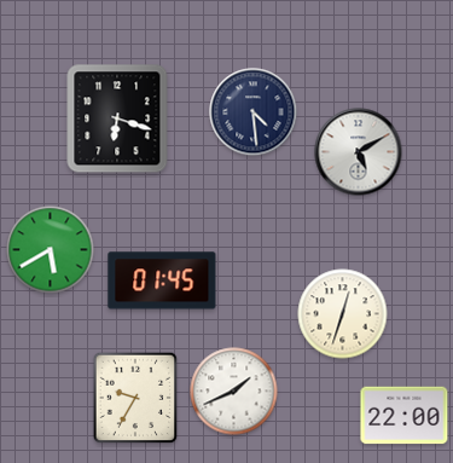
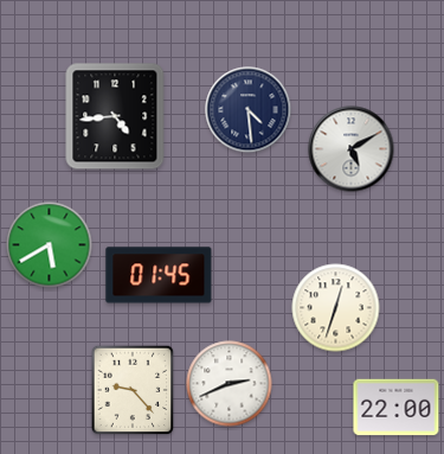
clock at (117, 118): 6:18 -> 4:44
clock at (234, 392): 1:41 -> 2:41
clock at (135, 398): 9:35 -> 9:23
